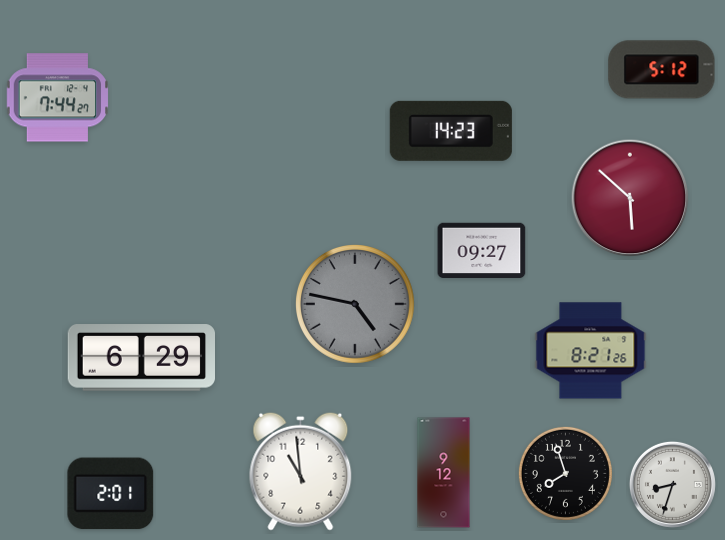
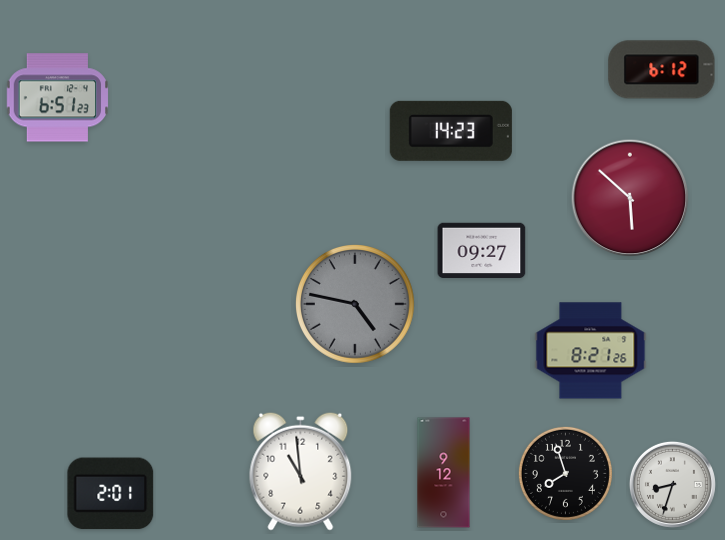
clock at (662, 70): 5:12 -> 6:12
clock at (57, 98): 7:44 -> 6:51
clock at (141, 358): 6:29 -> none
